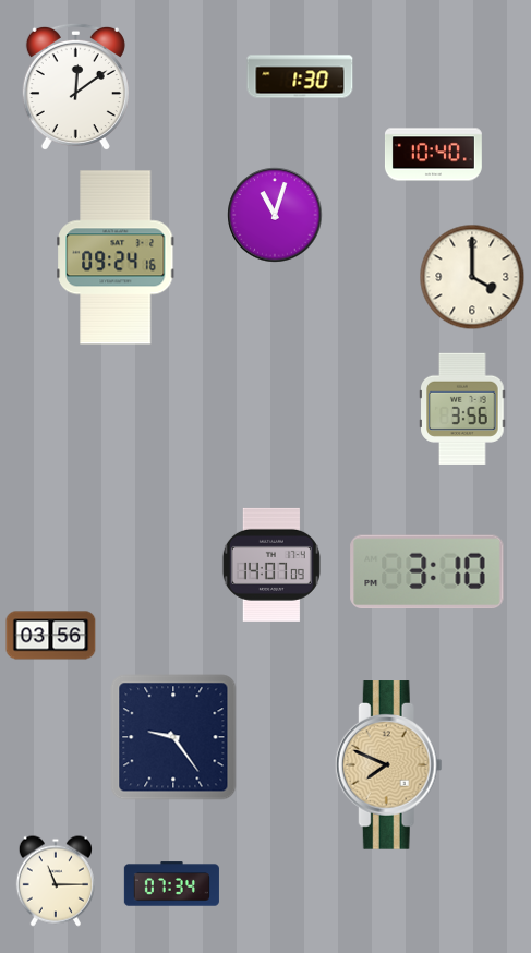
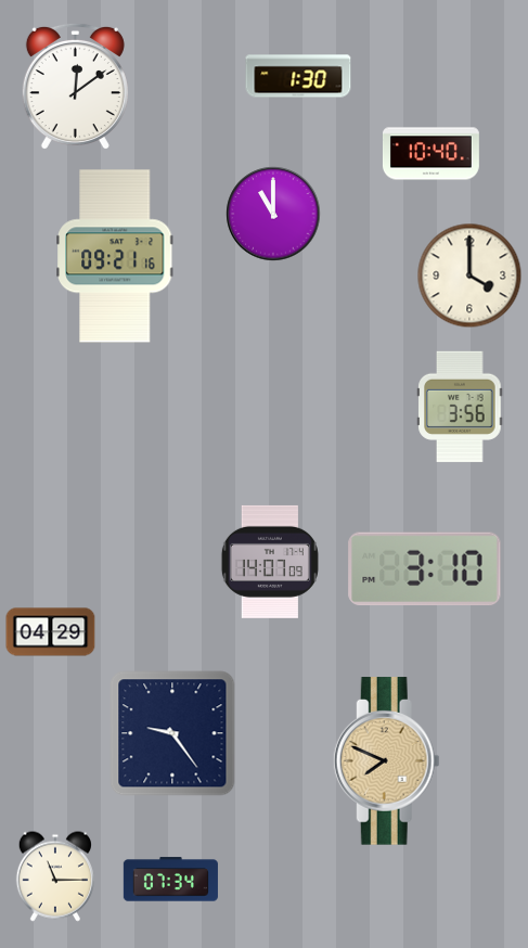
clock at (275, 215): 11:03 -> 11:00
clock at (117, 257): 09:24 -> 09:21
clock at (51, 636): 03:56 -> 04:29
